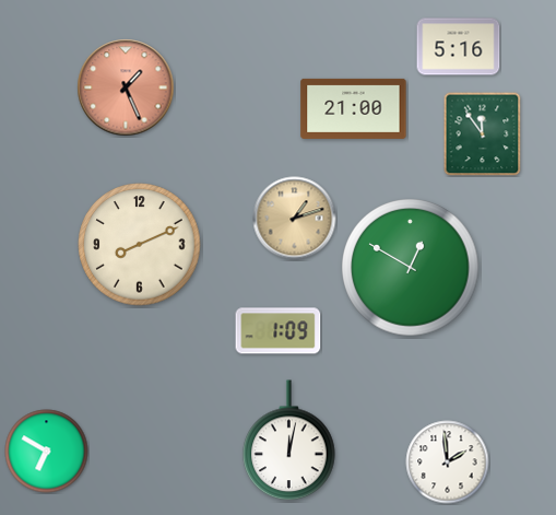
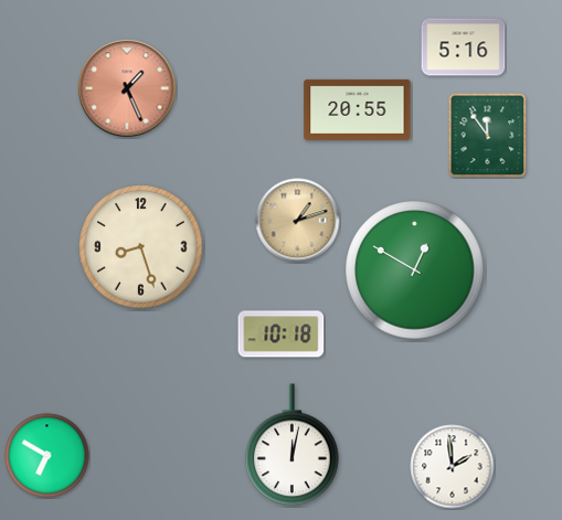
clock at (354, 108): 21:00 -> 20:55
clock at (140, 245): 8:11 -> 8:27
clock at (279, 331): 1:09 -> 10:18
